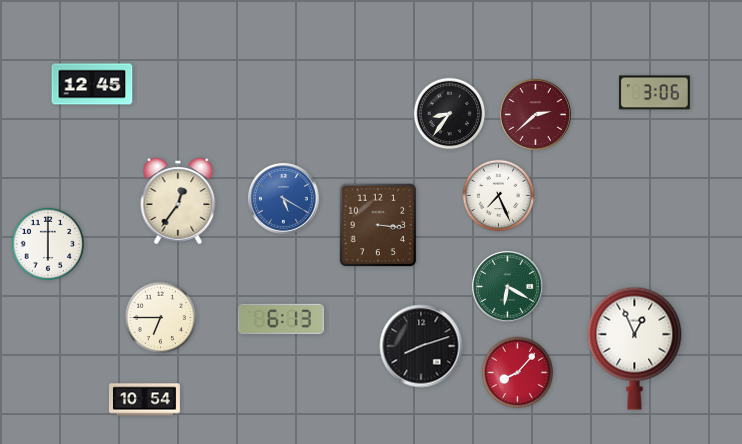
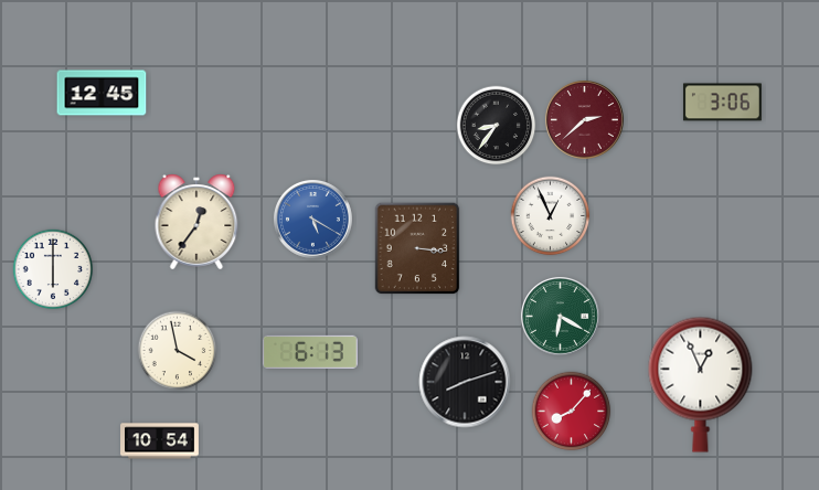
clock at (535, 114) position: (535, 114) -> (584, 119)
clock at (499, 196): 7:26 -> 12:56
clock at (161, 318): 6:45 -> 3:58
